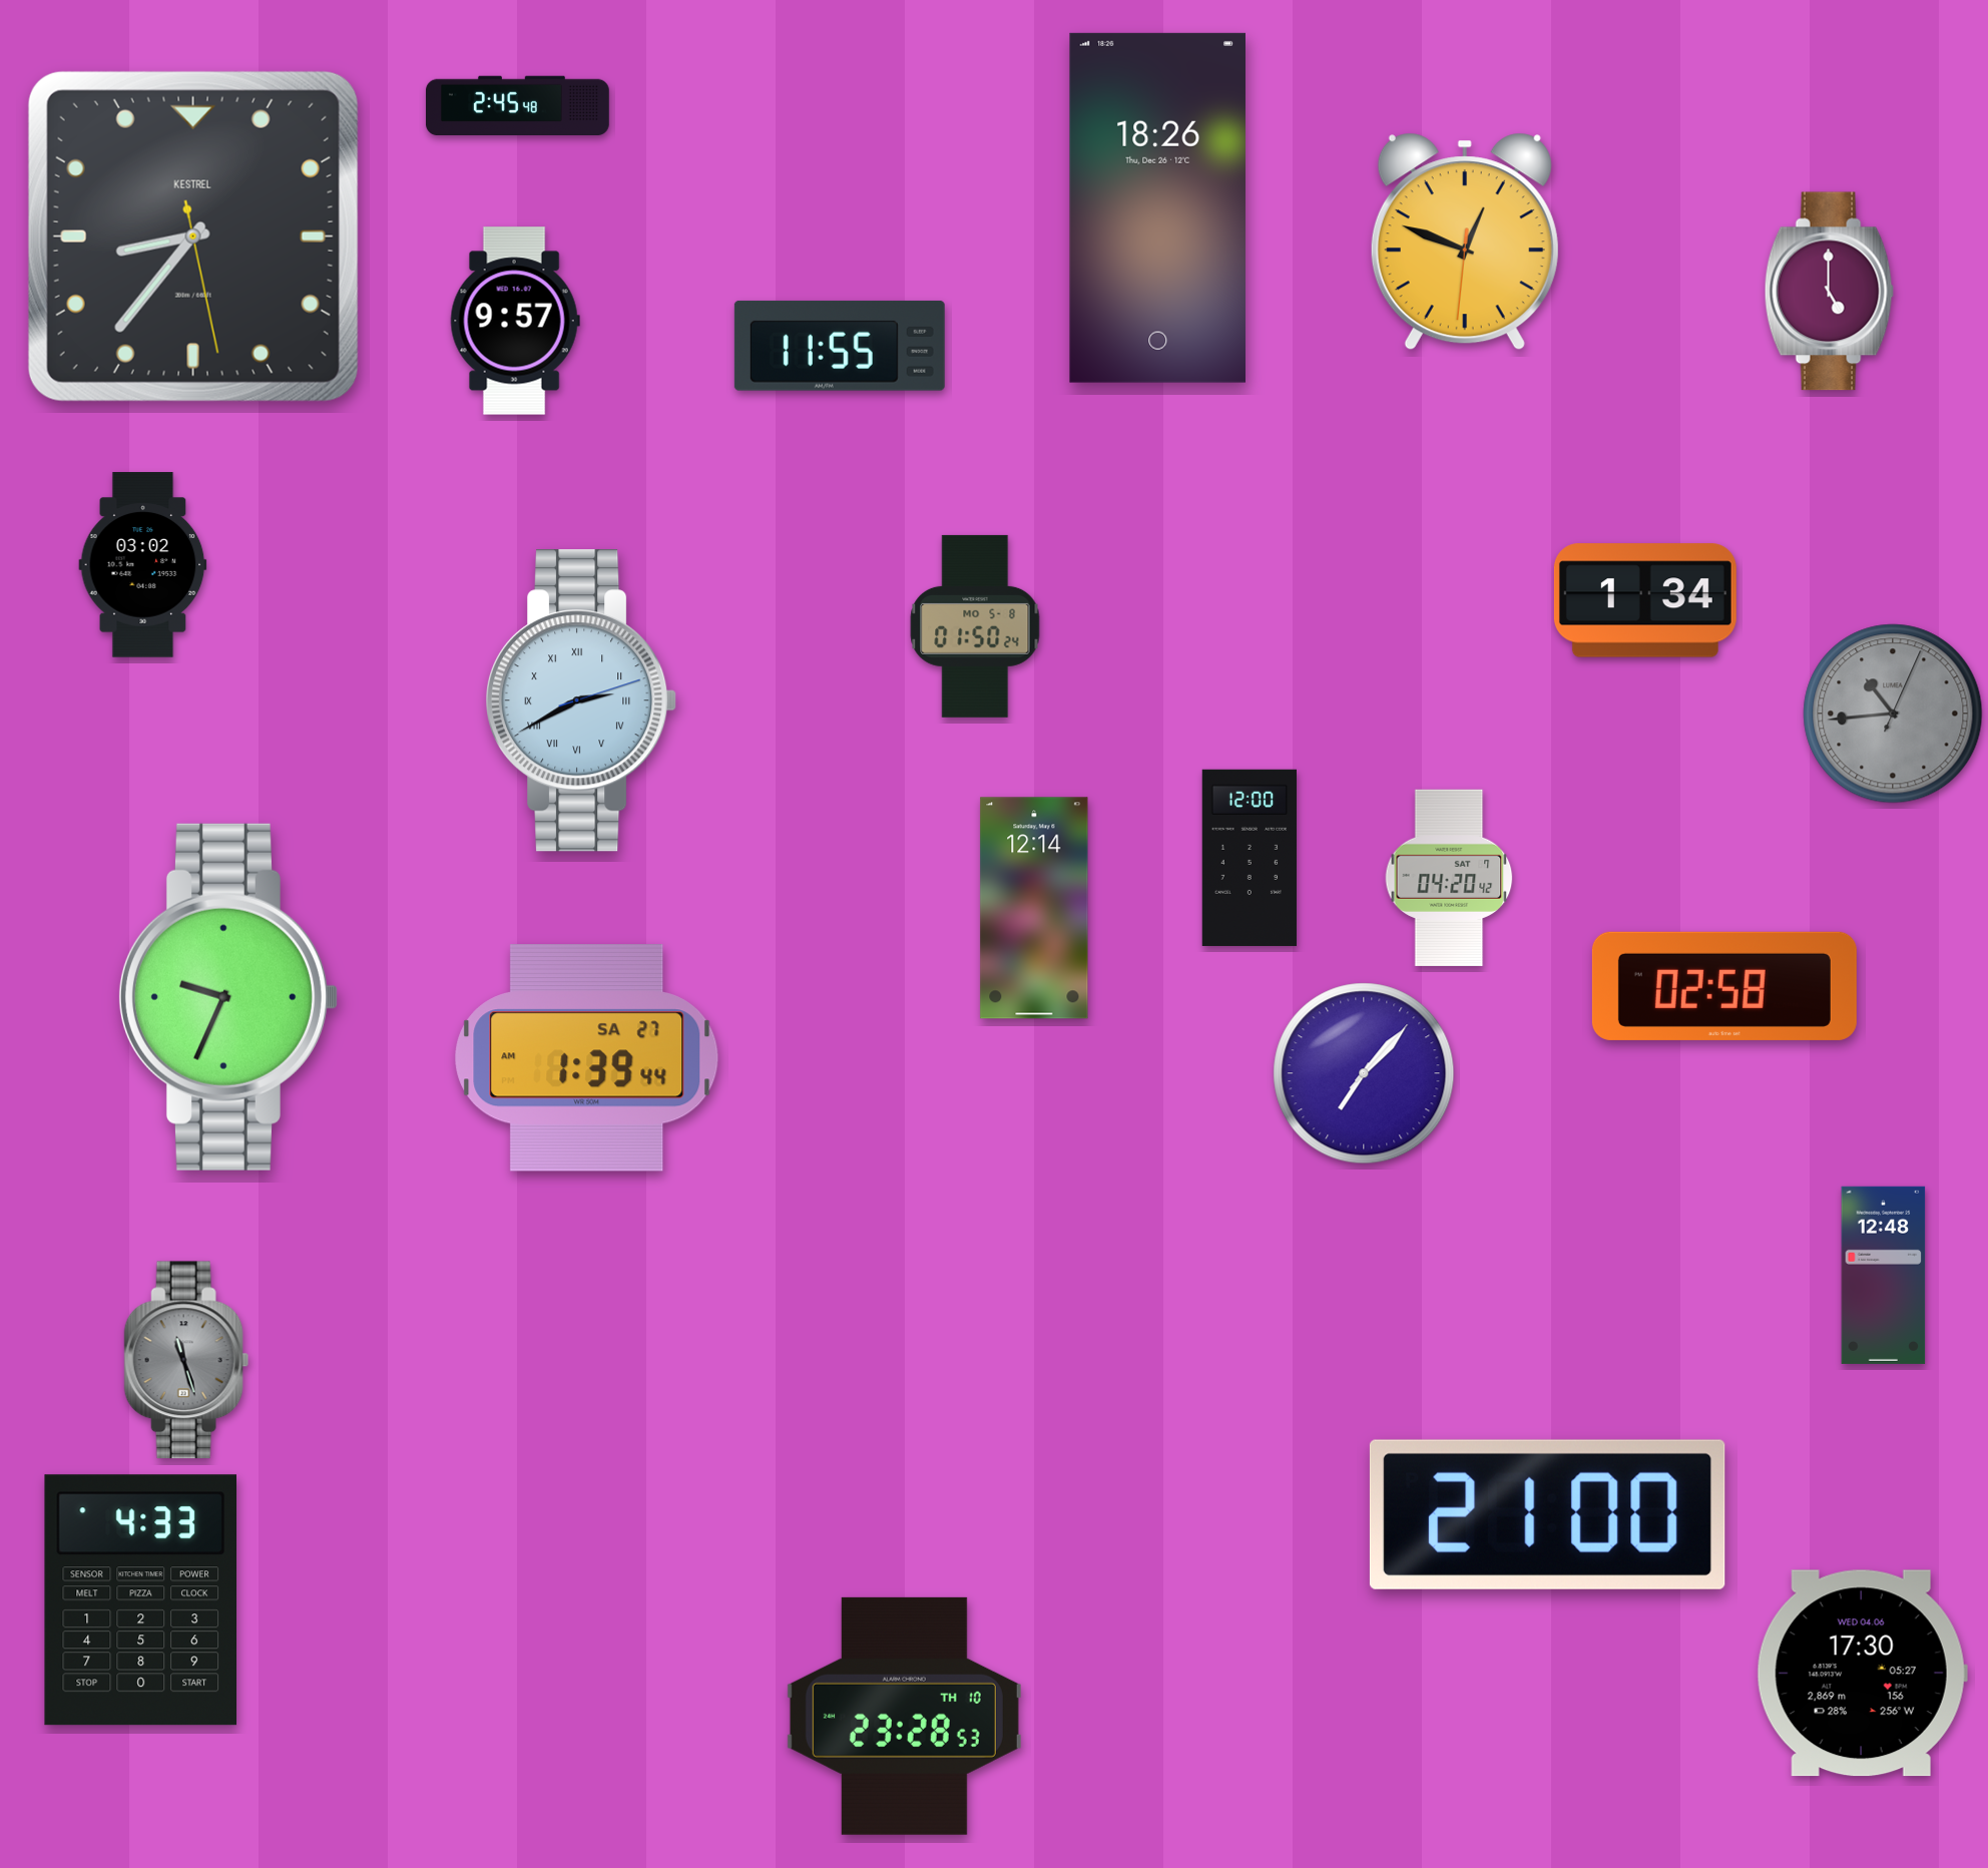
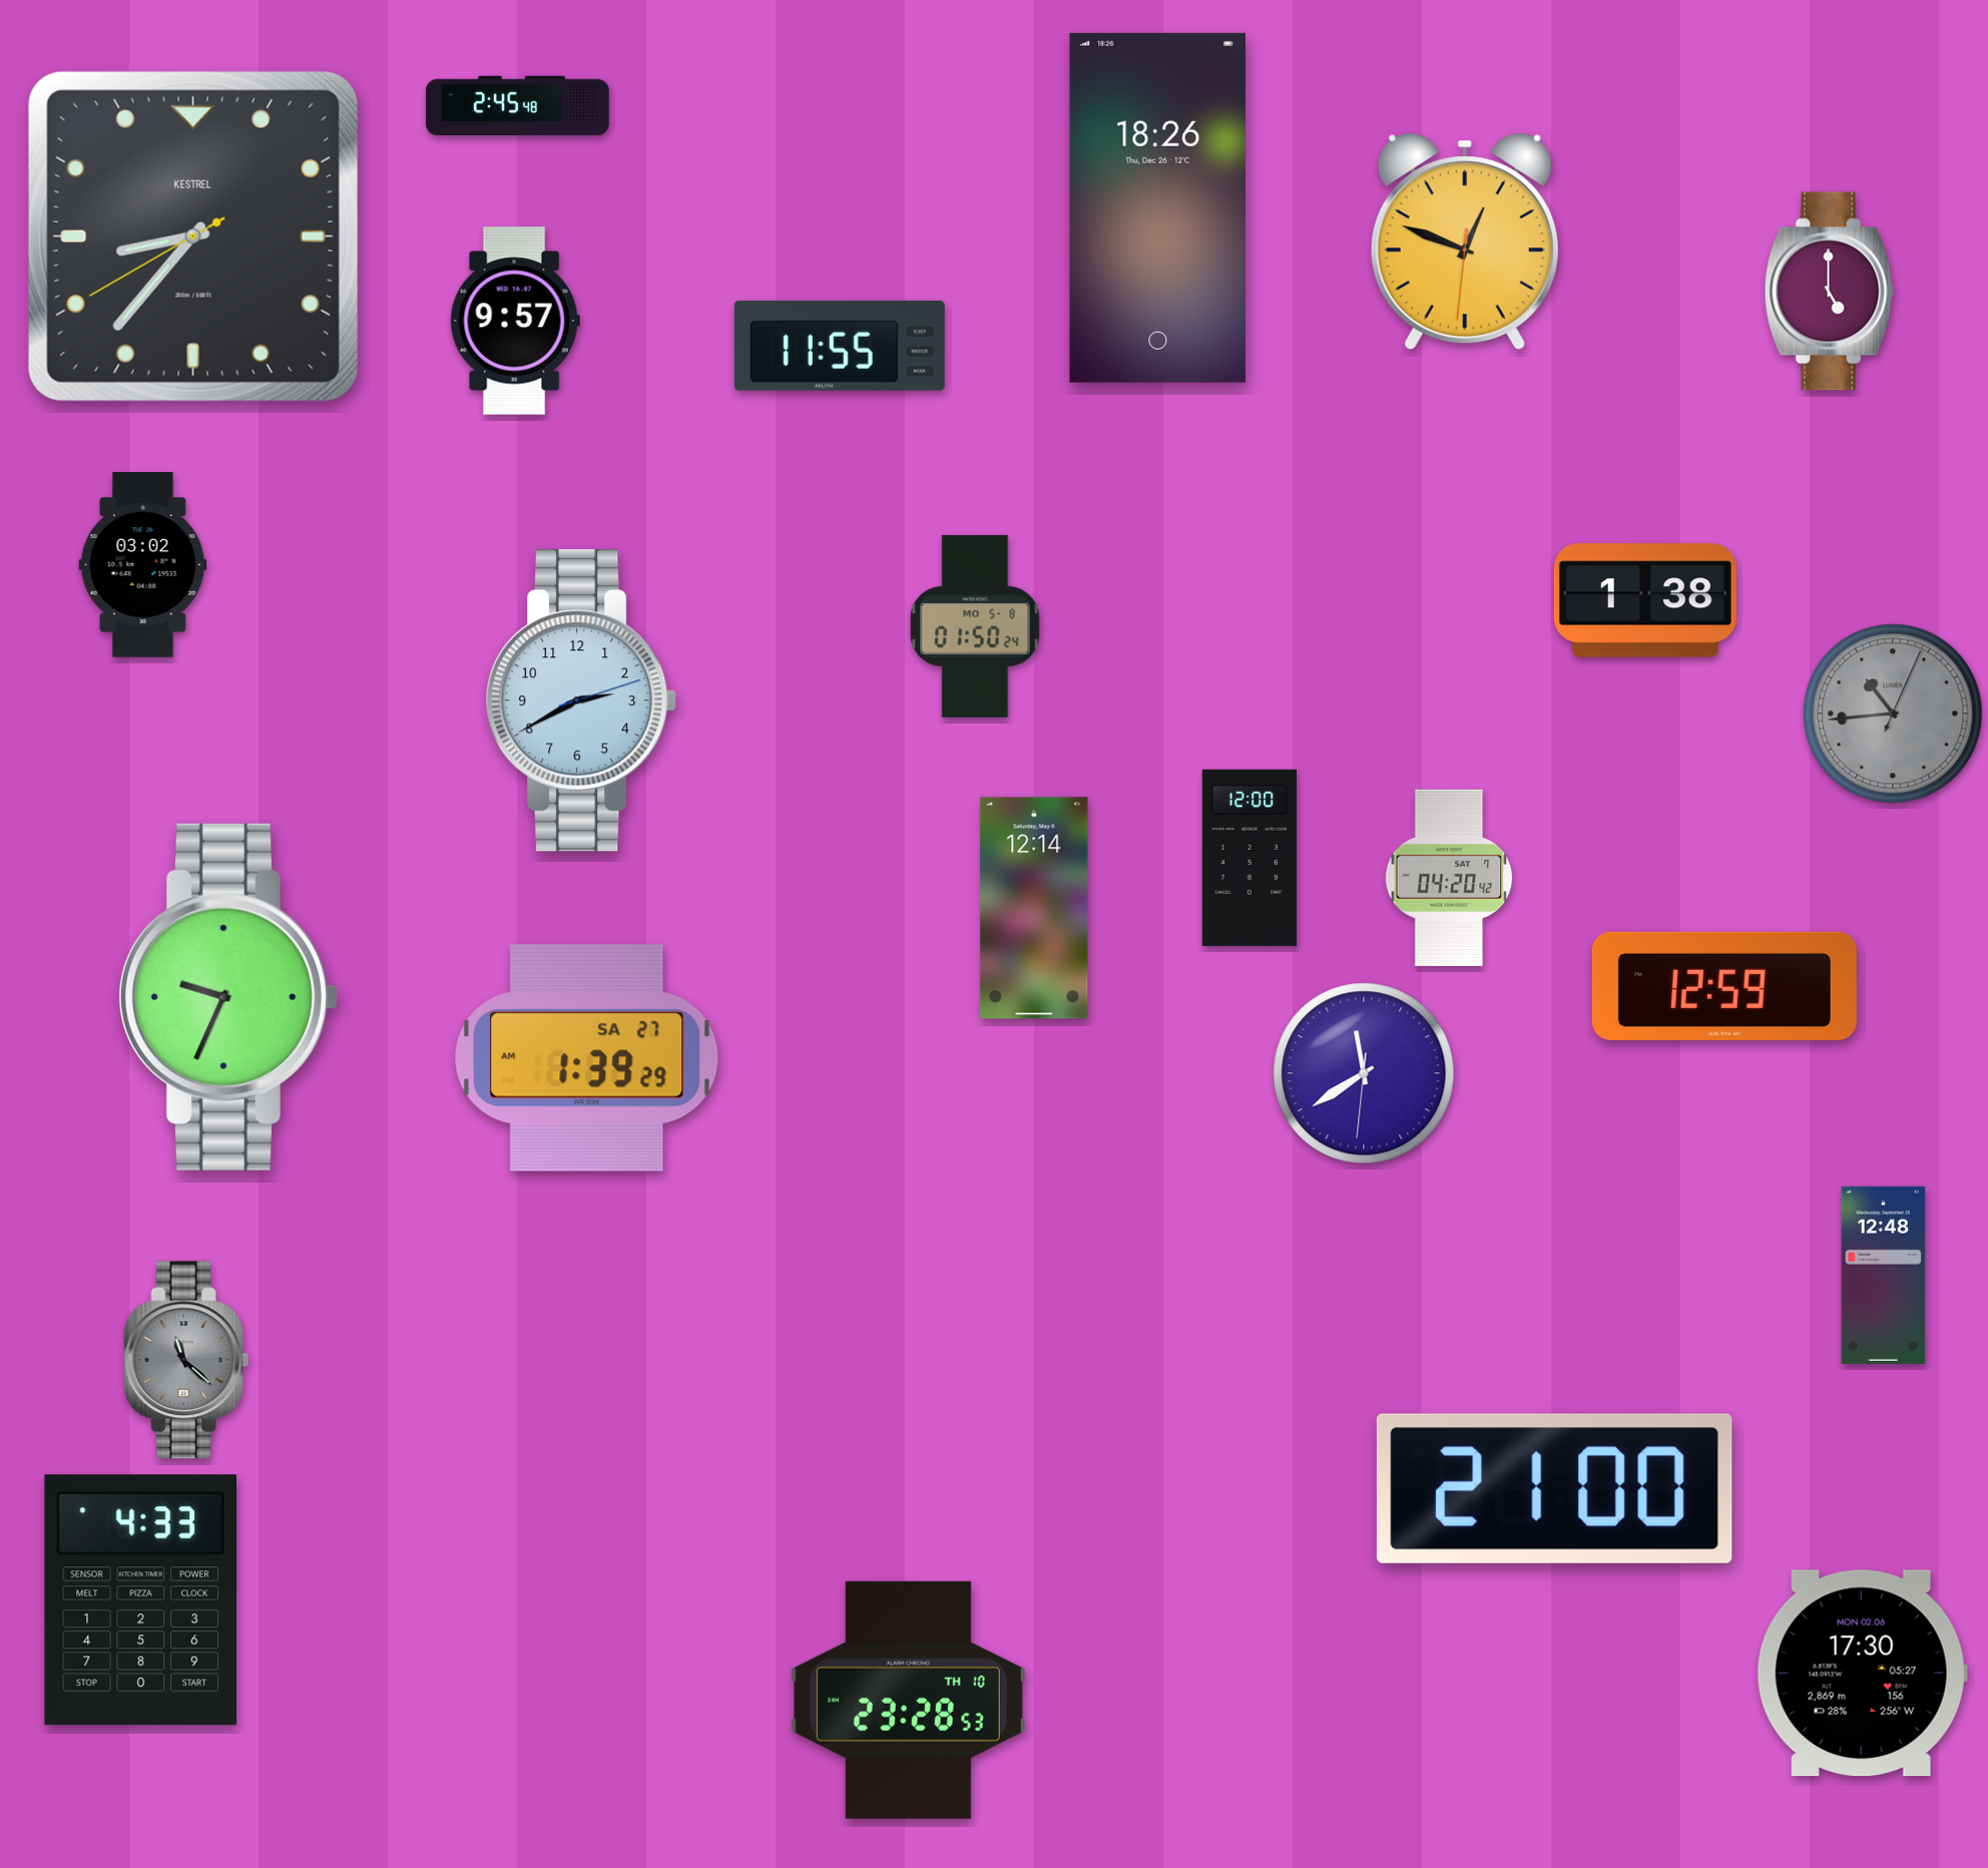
clock at (193, 237): 8:36:28 -> 8:36:40
clock at (1645, 600): 1:34 -> 1:38
clock at (581, 700) numerals: Roman -> Arabic
clock at (1724, 986): 02:58 -> 12:59
clock at (587, 1058): 1:39:44 -> 1:39:29
clock at (1364, 1073): 7:07 -> 11:39
clock at (186, 1360): 11:27 -> 11:22
clock at (1547, 1514) position: (1547, 1514) -> (1554, 1488)
clock at (1862, 1674) date: WED 04.06 -> MON 02.06
clock at (904, 1716) position: (904, 1716) -> (908, 1700)
